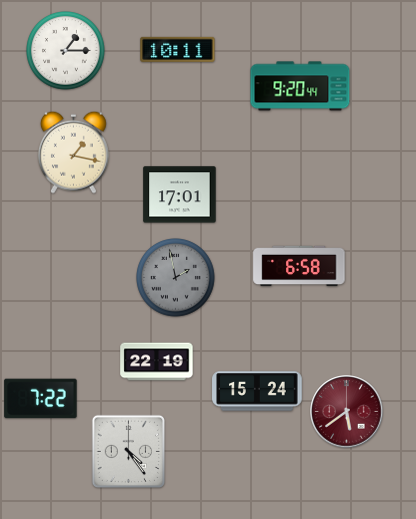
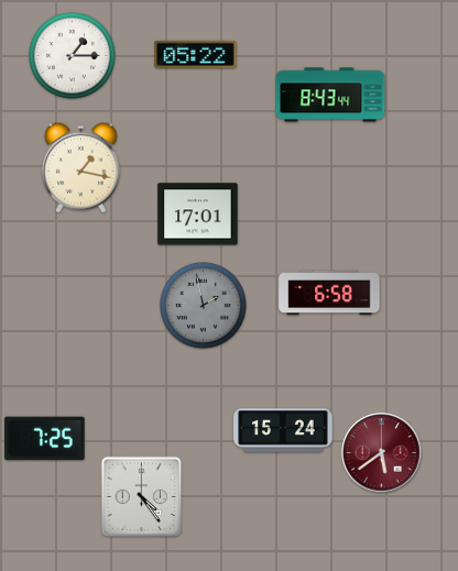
clock at (178, 49): 10:11 -> 05:22
clock at (300, 86): 9:20 -> 8:43
clock at (176, 278) position: (176, 278) -> (204, 306)
clock at (157, 362): 22:19 -> none
clock at (41, 399): 7:22 -> 7:25
